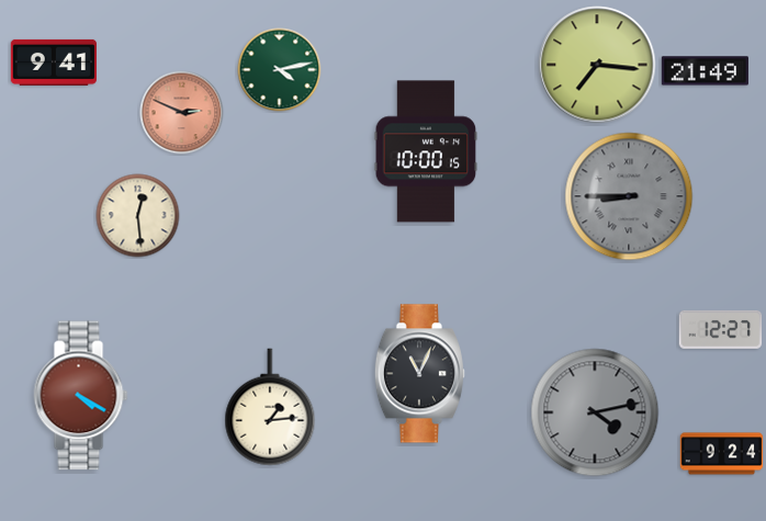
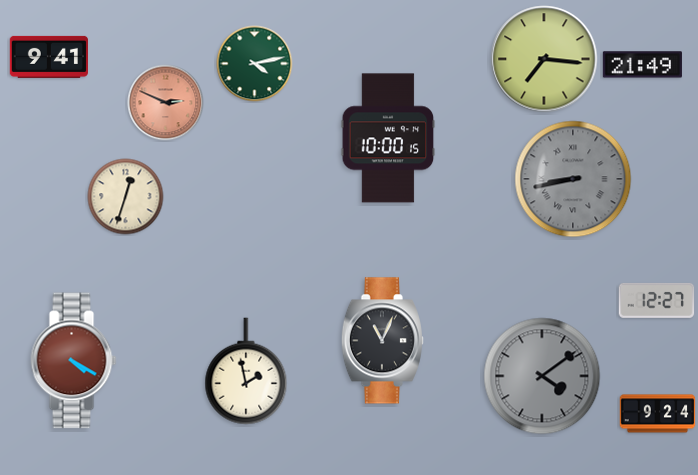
clock at (629, 196): 8:45 -> 8:43
clock at (138, 216): 12:29 -> 12:33
clock at (270, 407): 1:14 -> 1:58
clock at (595, 412): 4:13 -> 4:09
